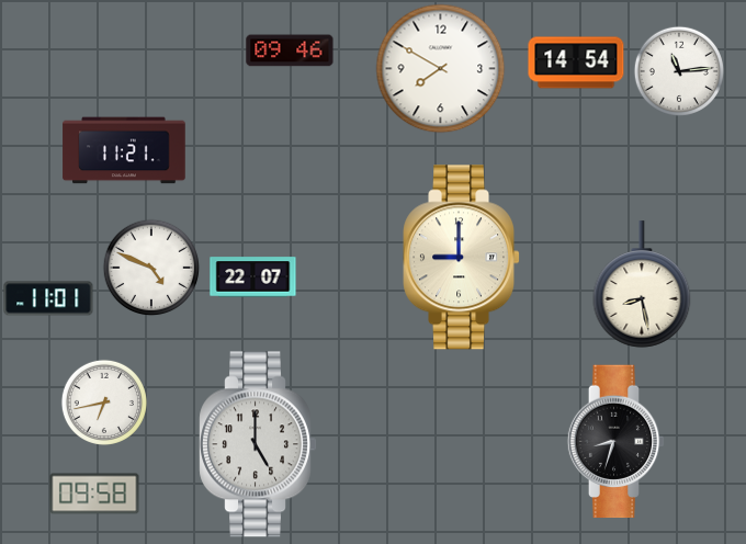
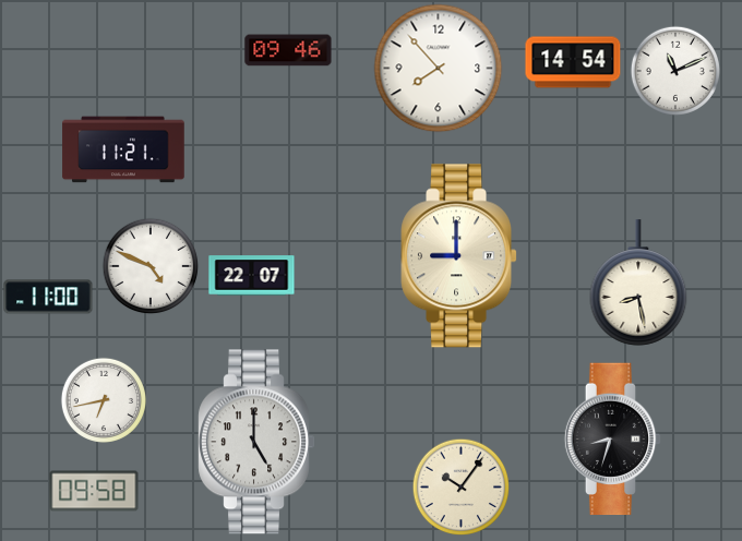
clock at (441, 69): 7:50 -> 7:53
clock at (678, 70): 11:14 -> 11:11
clock at (48, 298): 11:01 -> 11:00
clock at (460, 486): none -> 10:06
